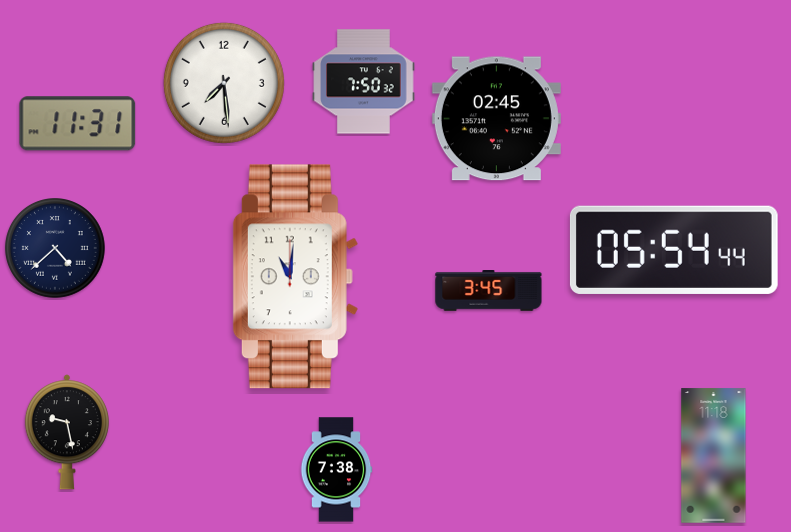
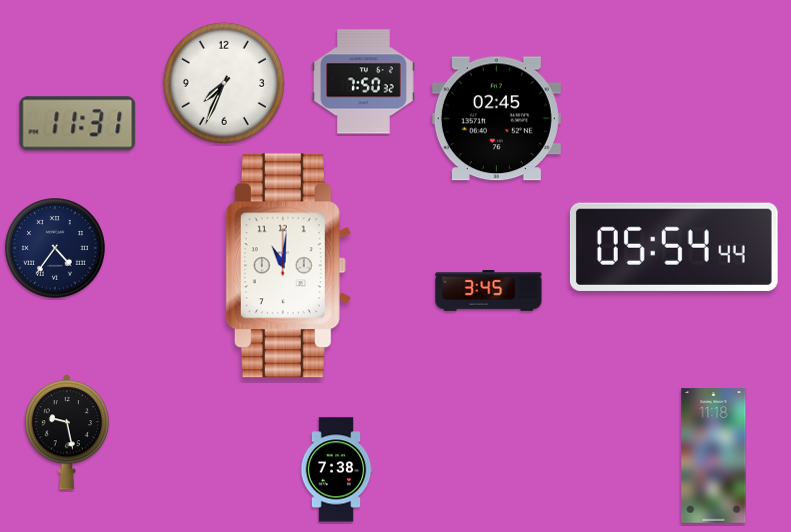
clock at (224, 83): 7:29 -> 7:34
clock at (56, 249): 4:38 -> 4:36
clock at (674, 250) position: (674, 250) -> (674, 247)
clock at (295, 277) position: (295, 277) -> (288, 266)
